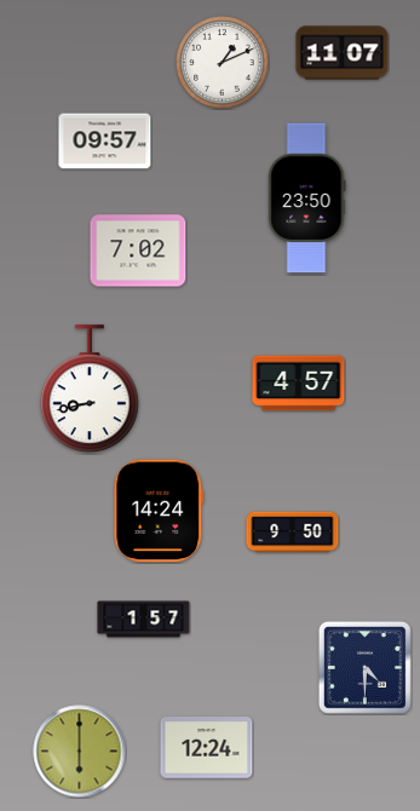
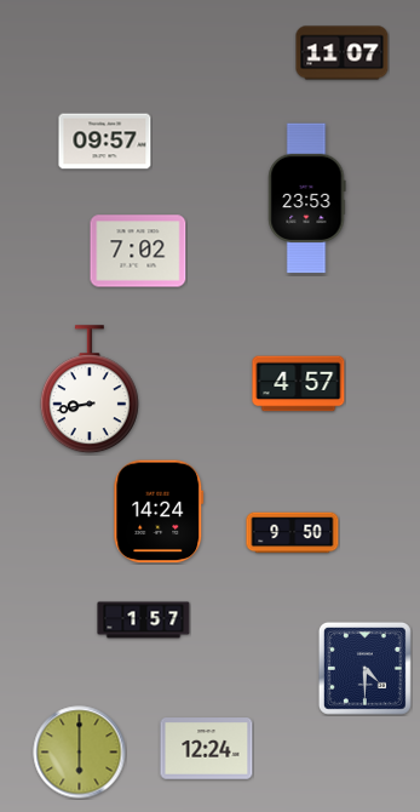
clock at (223, 63): 1:11 -> none
clock at (307, 199): 23:50 -> 23:53
